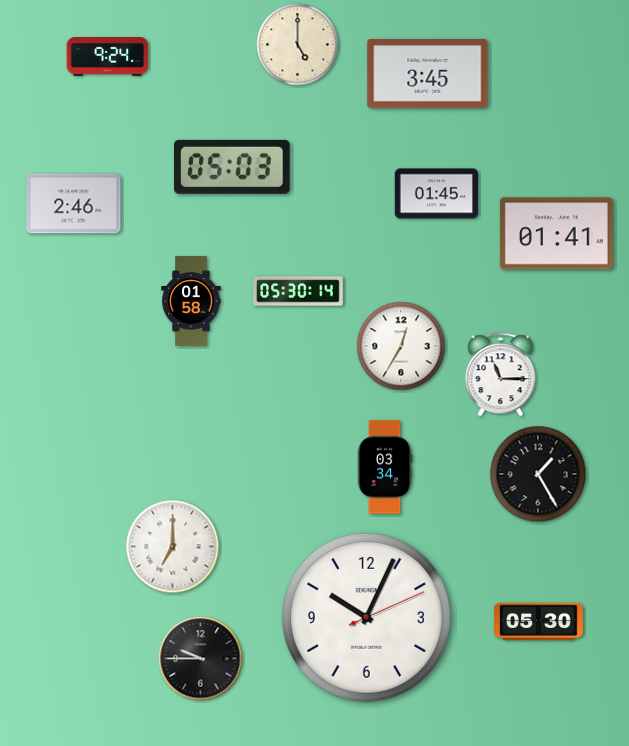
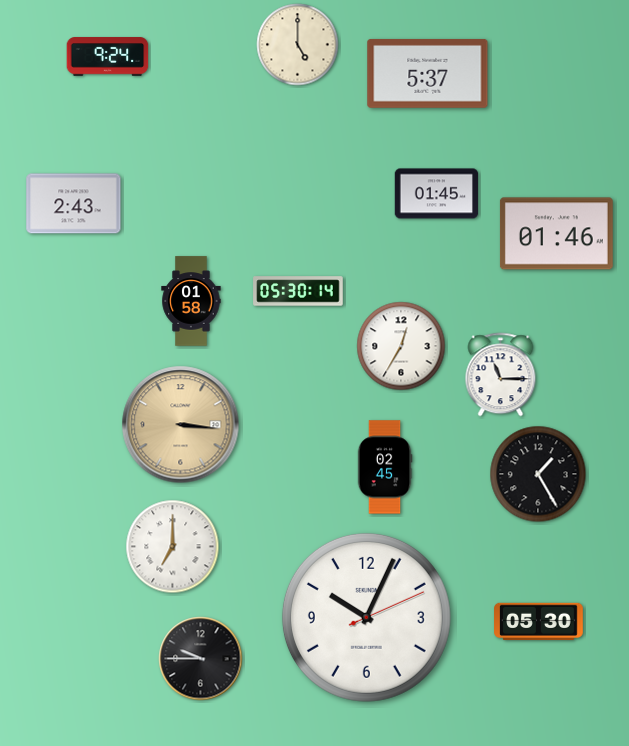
clock at (428, 73): 3:45 -> 5:37
clock at (233, 167): 05:03 -> none
clock at (74, 204): 2:46 -> 2:43
clock at (556, 234): 01:41 -> 01:46
clock at (181, 425): none -> 3:16
clock at (385, 467): 03:34 -> 02:45
